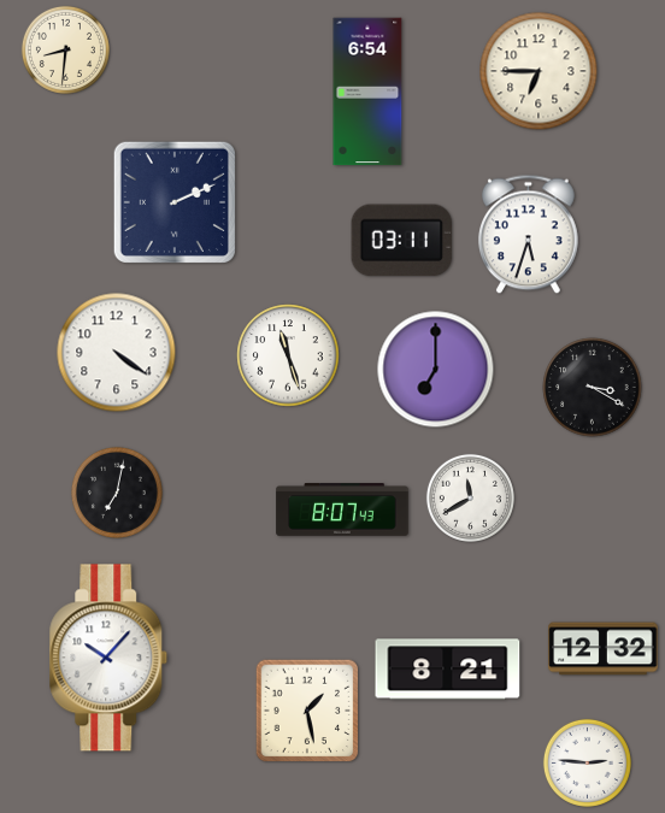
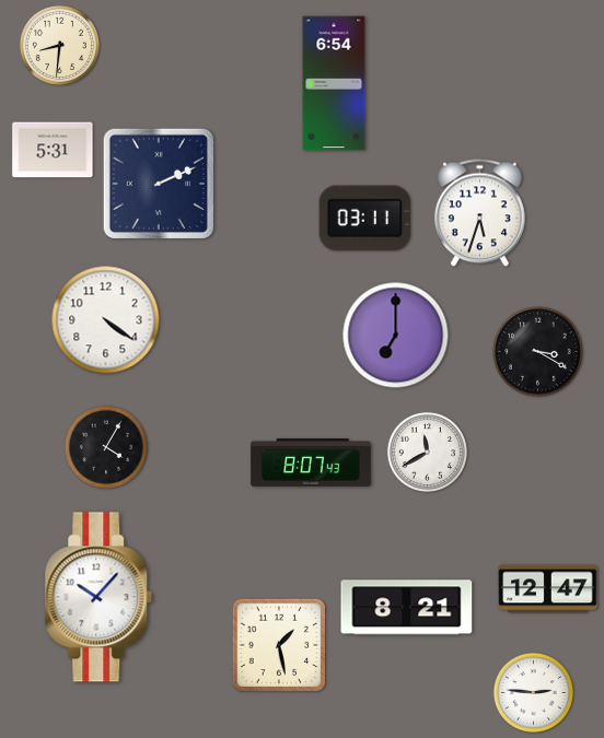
clock at (539, 71): 6:45 -> none
clock at (53, 150): none -> 5:31
clock at (288, 355): 11:27 -> none
clock at (117, 493): 7:02 -> 4:05
clock at (604, 649): 12:32 -> 12:47
